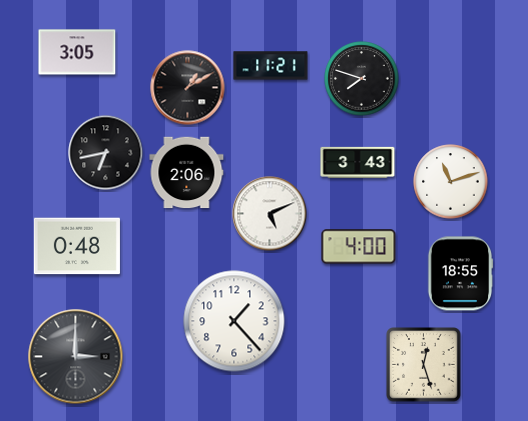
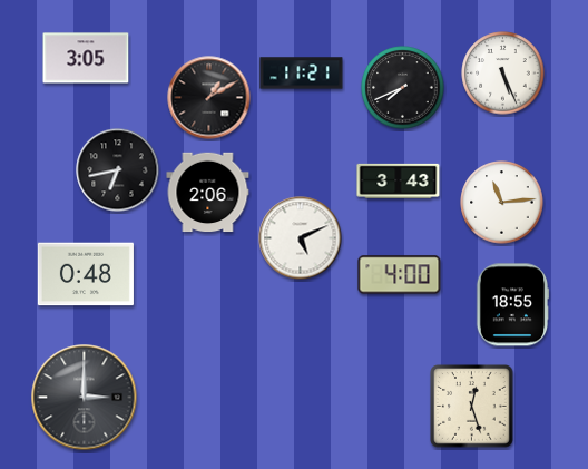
clock at (503, 74): none -> 5:26
clock at (362, 79): 7:48 -> 7:41
clock at (451, 182): 11:12 -> 11:14
clock at (234, 321): 1:23 -> none
